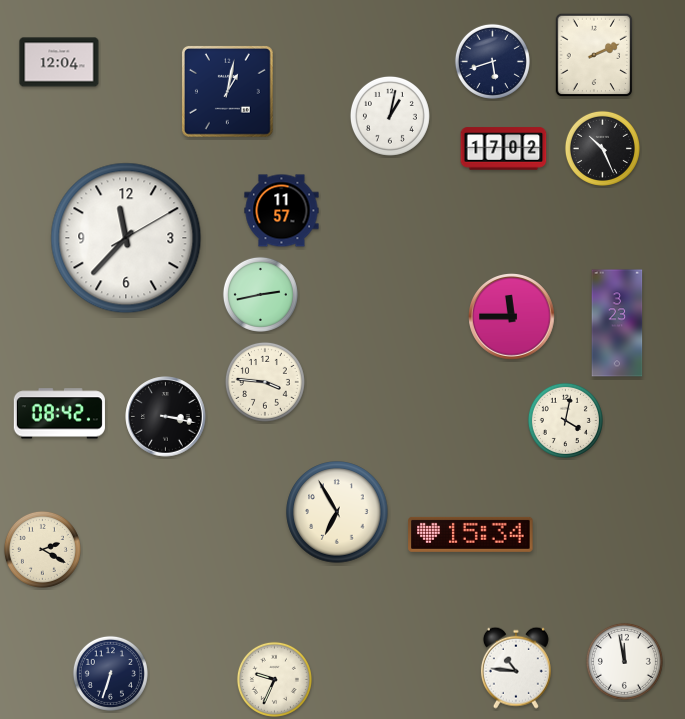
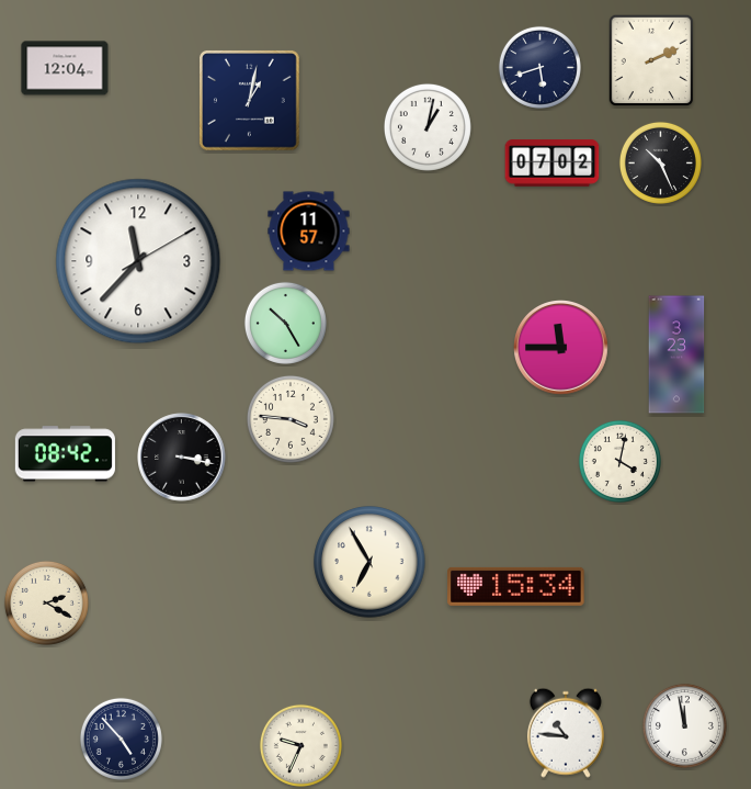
clock at (504, 149): 17:02 -> 07:02
clock at (260, 294): 2:43 -> 10:25
clock at (110, 673): 6:33 -> 4:53
